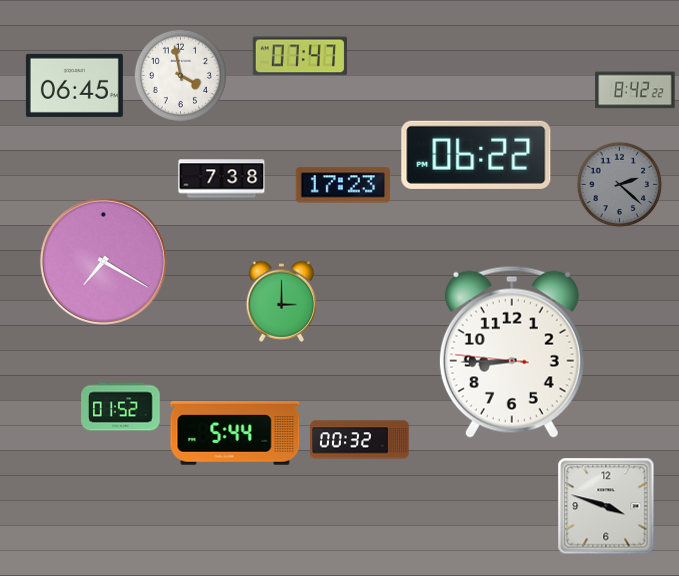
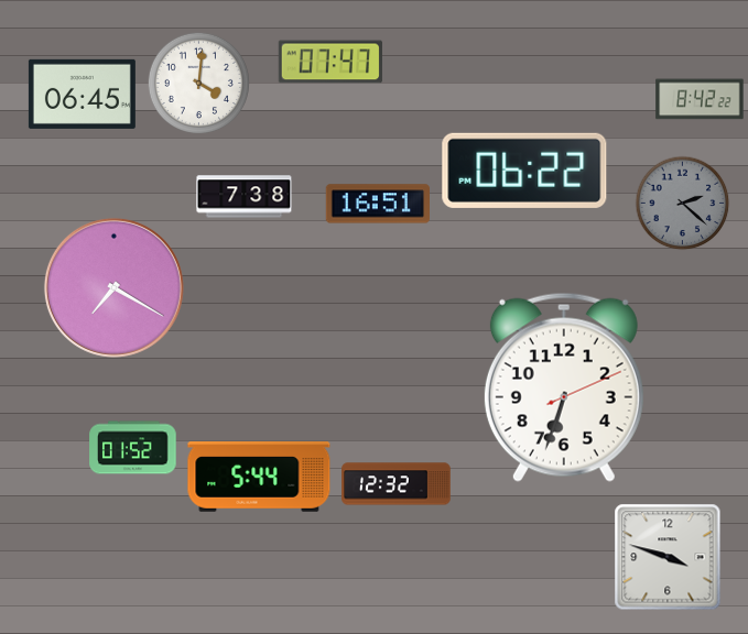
clock at (180, 75): 3:58 -> 4:01
clock at (342, 185): 17:23 -> 16:51
clock at (282, 301): 3:00 -> none
clock at (512, 352): 8:44 -> 6:33
clock at (360, 440): 00:32 -> 12:32
